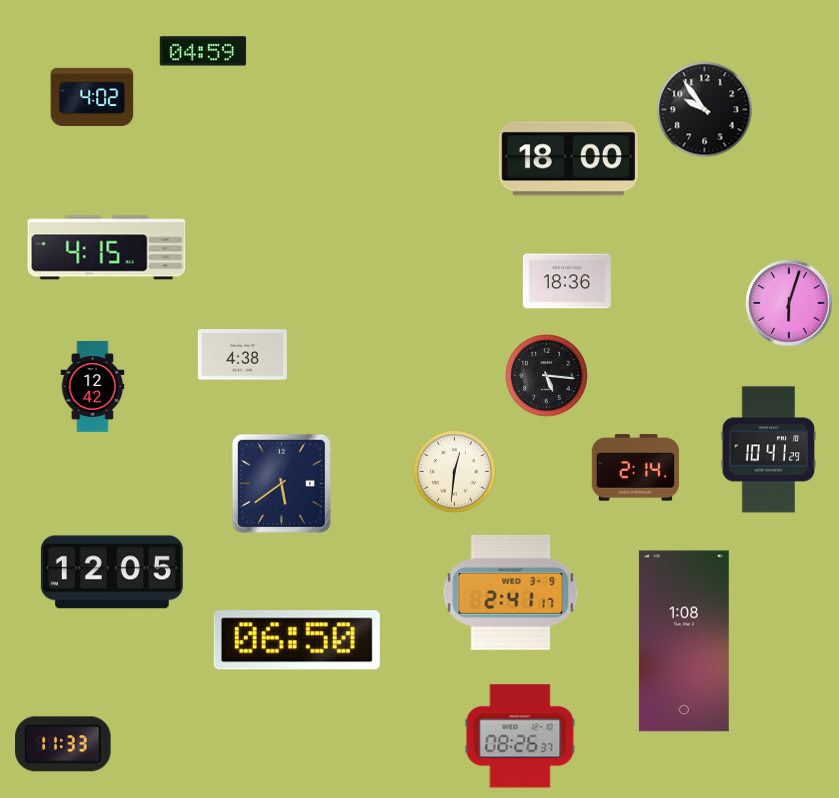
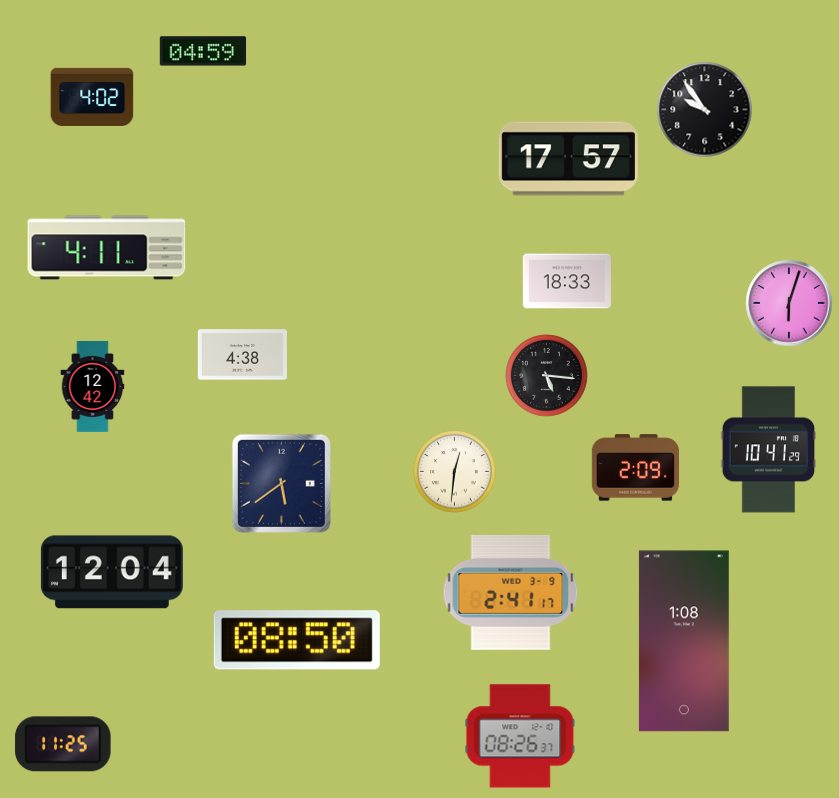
clock at (568, 159): 18:00 -> 17:57
clock at (107, 248): 4:15 -> 4:11
clock at (567, 281): 18:36 -> 18:33
clock at (635, 468): 2:14 -> 2:09
clock at (112, 572): 12:05 -> 12:04
clock at (297, 640): 06:50 -> 08:50
clock at (63, 744): 11:33 -> 11:25
